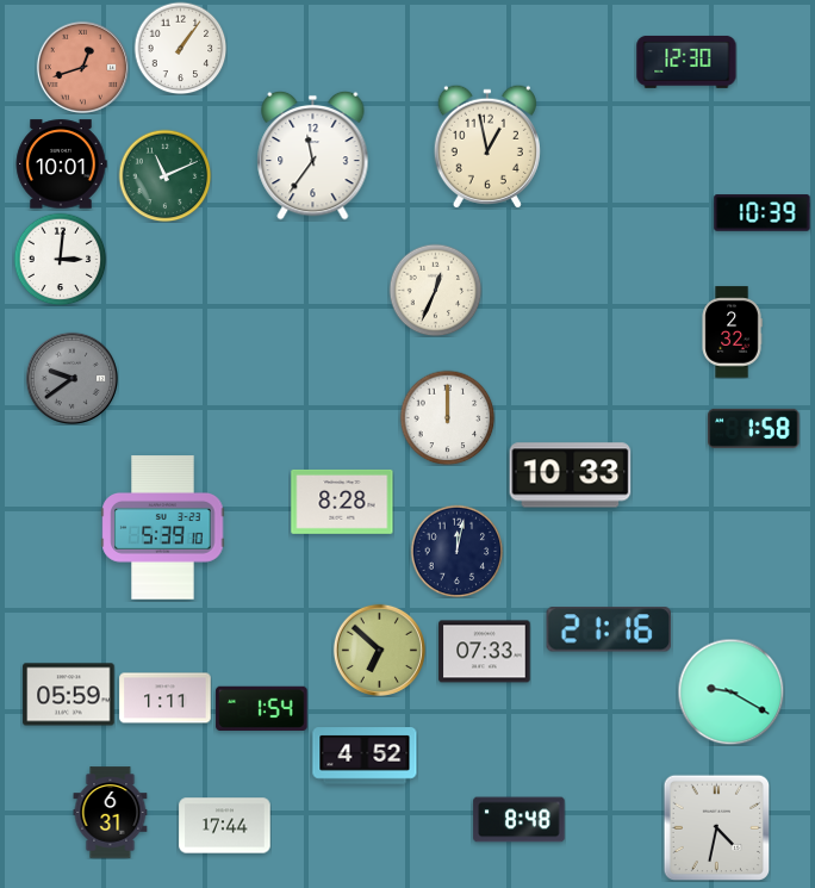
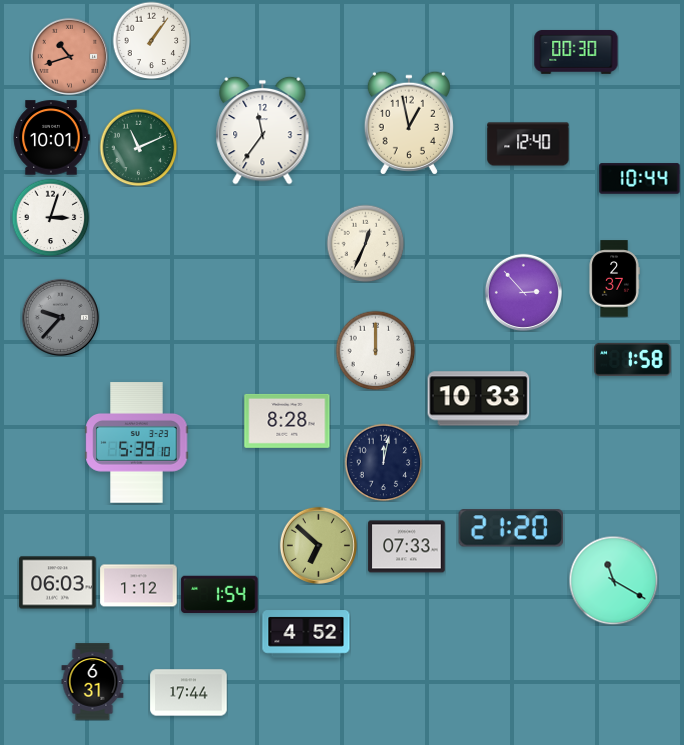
clock at (686, 62): 12:30 -> 00:30
clock at (82, 67): 12:42 -> 10:42
clock at (528, 144): none -> 12:40
clock at (763, 213): 10:39 -> 10:44
clock at (60, 259): 3:01 -> 3:03
clock at (732, 333): 2:32 -> 2:37
clock at (523, 292): none -> 2:53
clock at (71, 378): 9:39 -> 9:37
clock at (609, 629): 21:16 -> 21:20
clock at (730, 691): 9:20 -> 11:20
clock at (69, 695): 05:59 -> 06:03
clock at (166, 698): 1:11 -> 1:12
clock at (520, 820): 8:48 -> none
clock at (716, 827): 4:32 -> none
